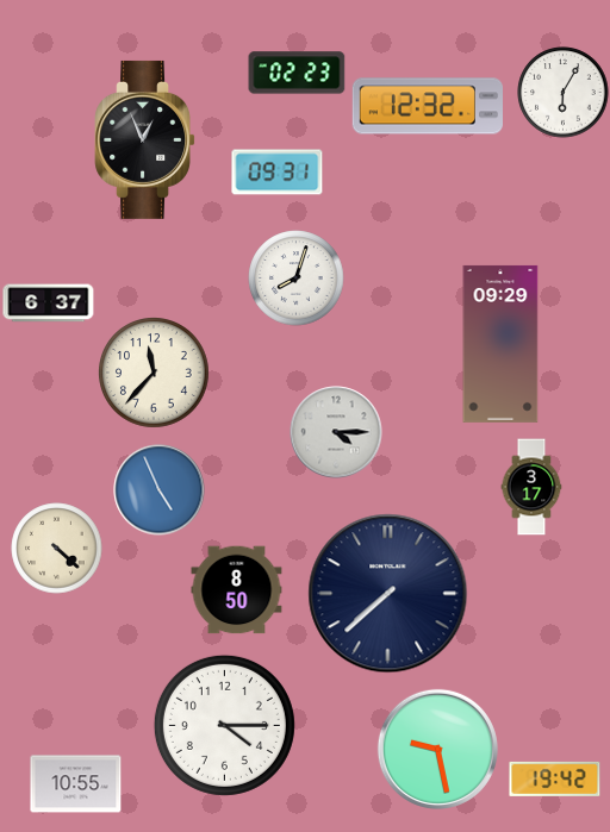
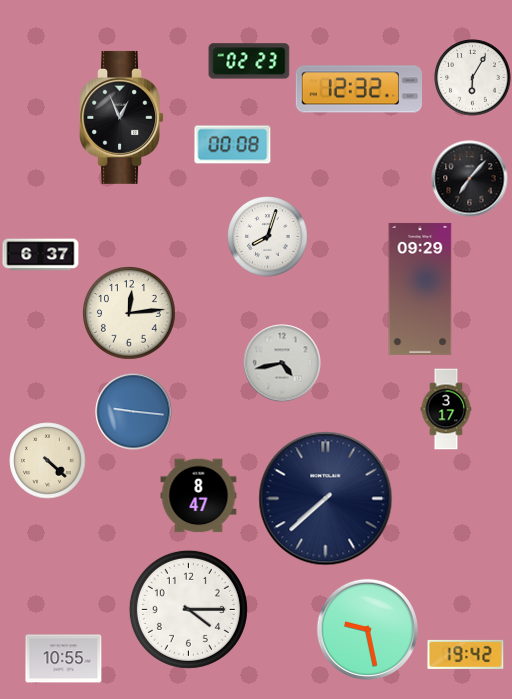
clock at (278, 173): 09:31 -> 00:08
clock at (470, 179): none -> 7:07
clock at (297, 279) position: (297, 279) -> (268, 237)
clock at (155, 374): 11:37 -> 12:14
clock at (336, 432): 4:15 -> 4:43
clock at (160, 490): 4:56 -> 9:16
clock at (237, 590): 8:50 -> 8:47
